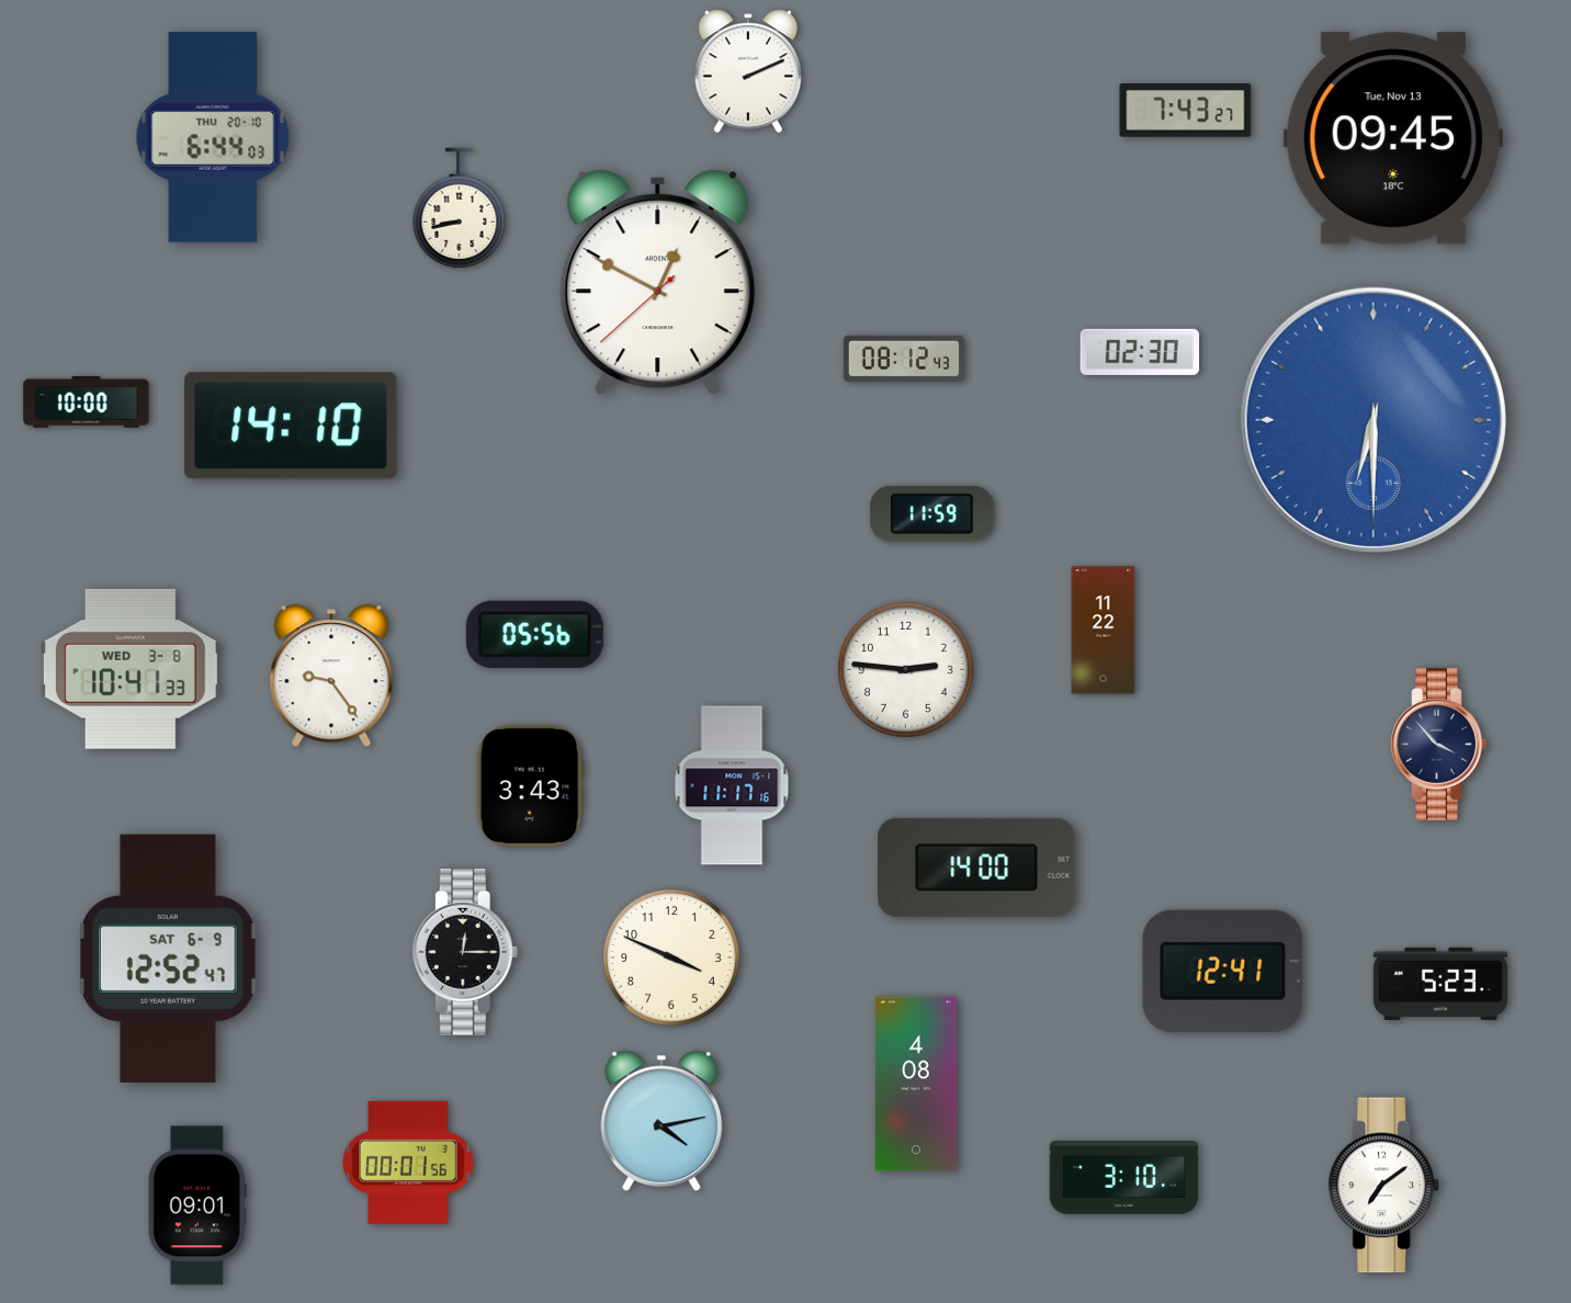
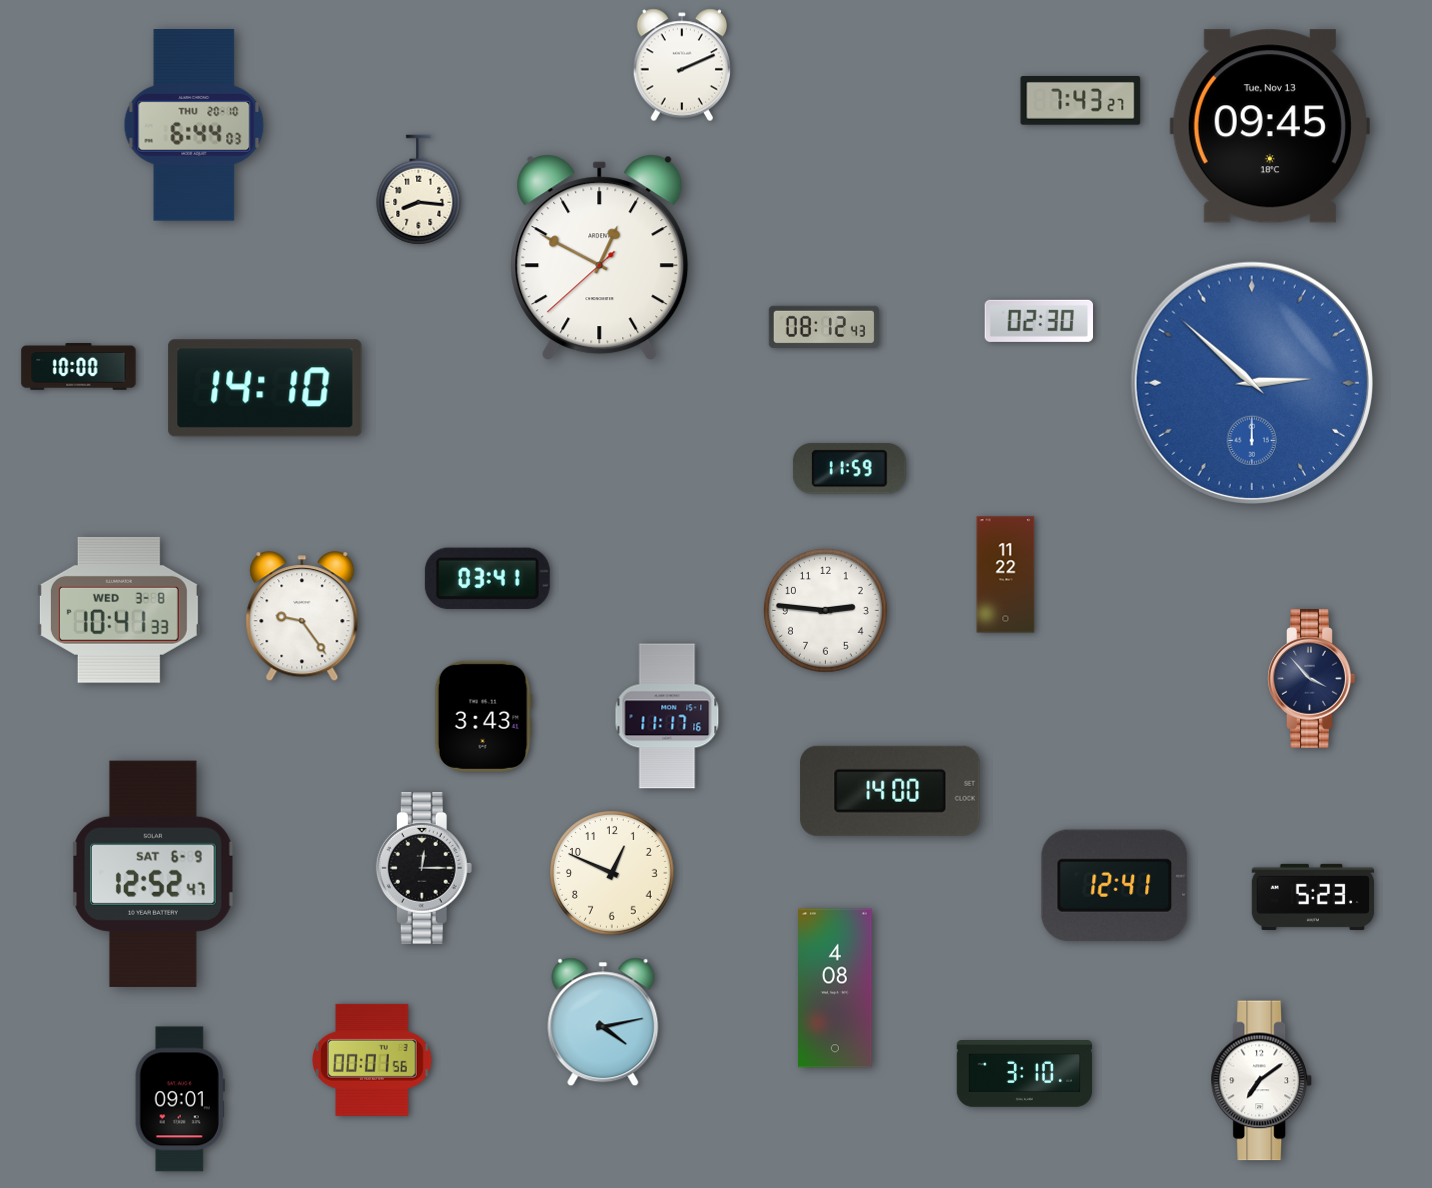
clock at (460, 208): 8:43 -> 8:16
clock at (1374, 420): 6:30 -> 2:52
clock at (534, 634): 05:56 -> 03:41
clock at (673, 959): 3:49 -> 12:49
